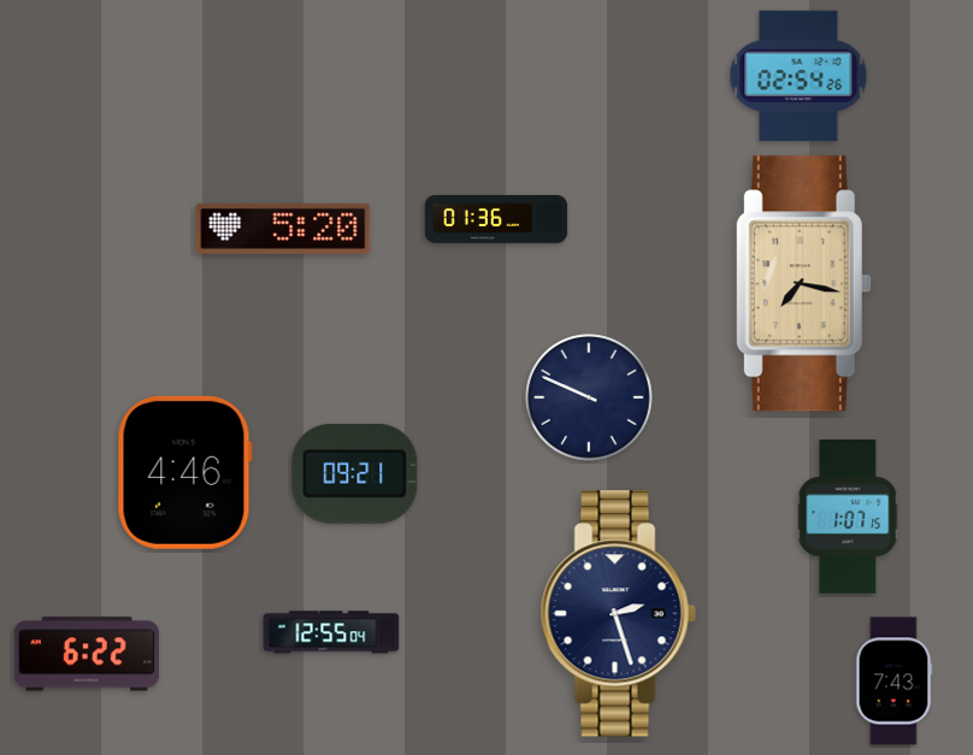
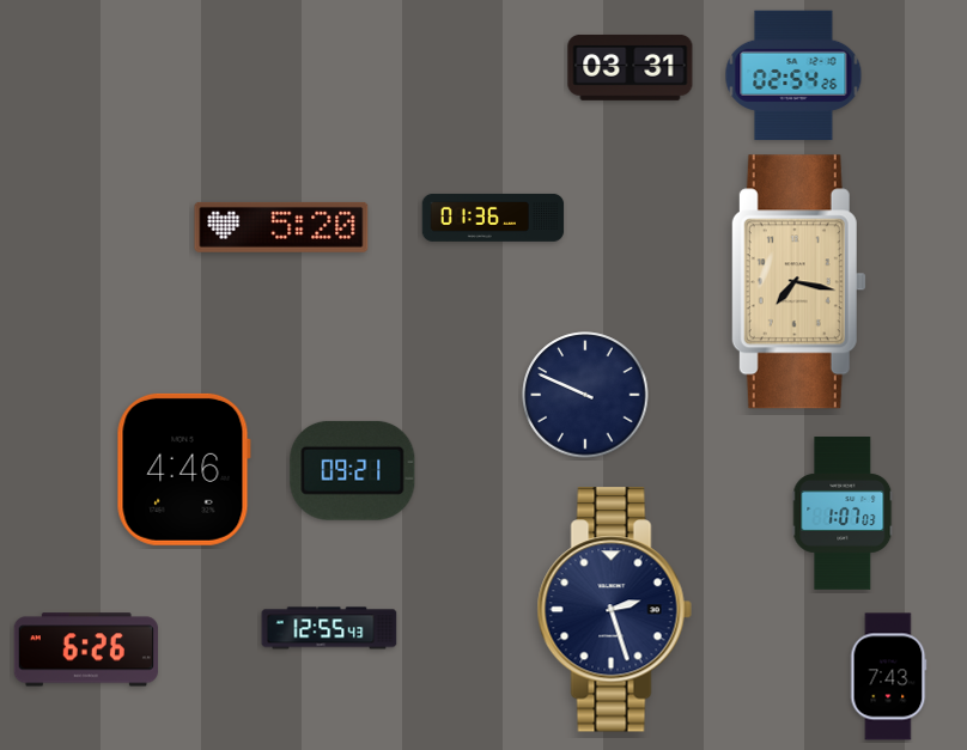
clock at (631, 67): none -> 03:31
clock at (848, 517): 1:07:15 -> 1:07:03
clock at (331, 632): 12:55:04 -> 12:55:43
clock at (87, 654): 6:22 -> 6:26
